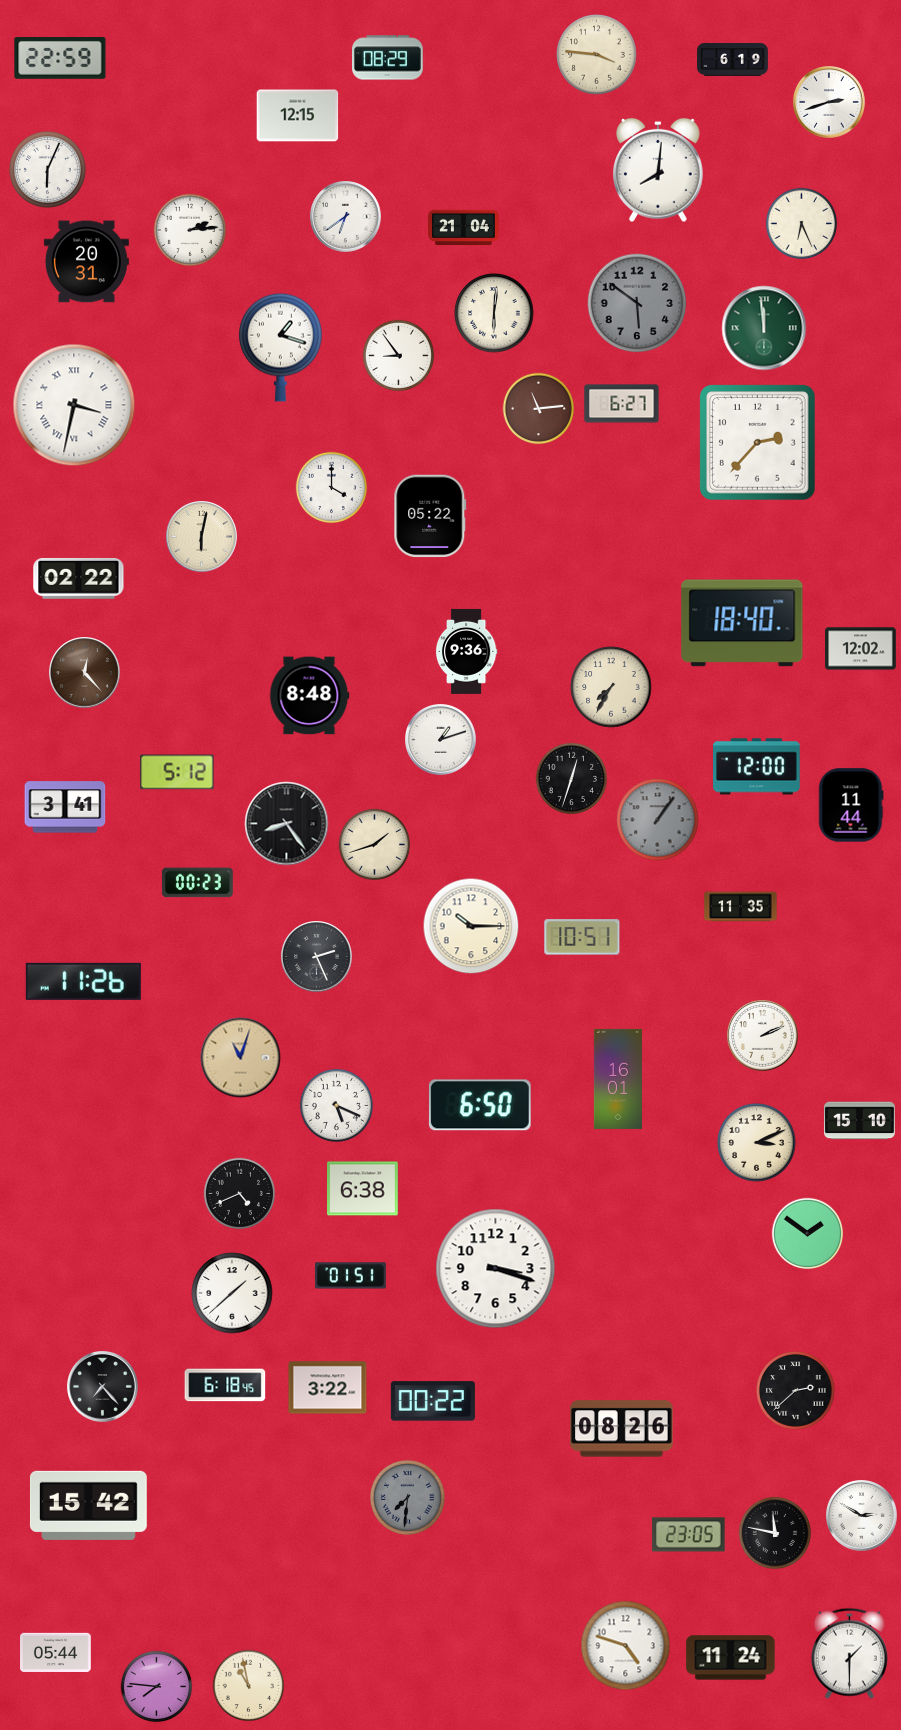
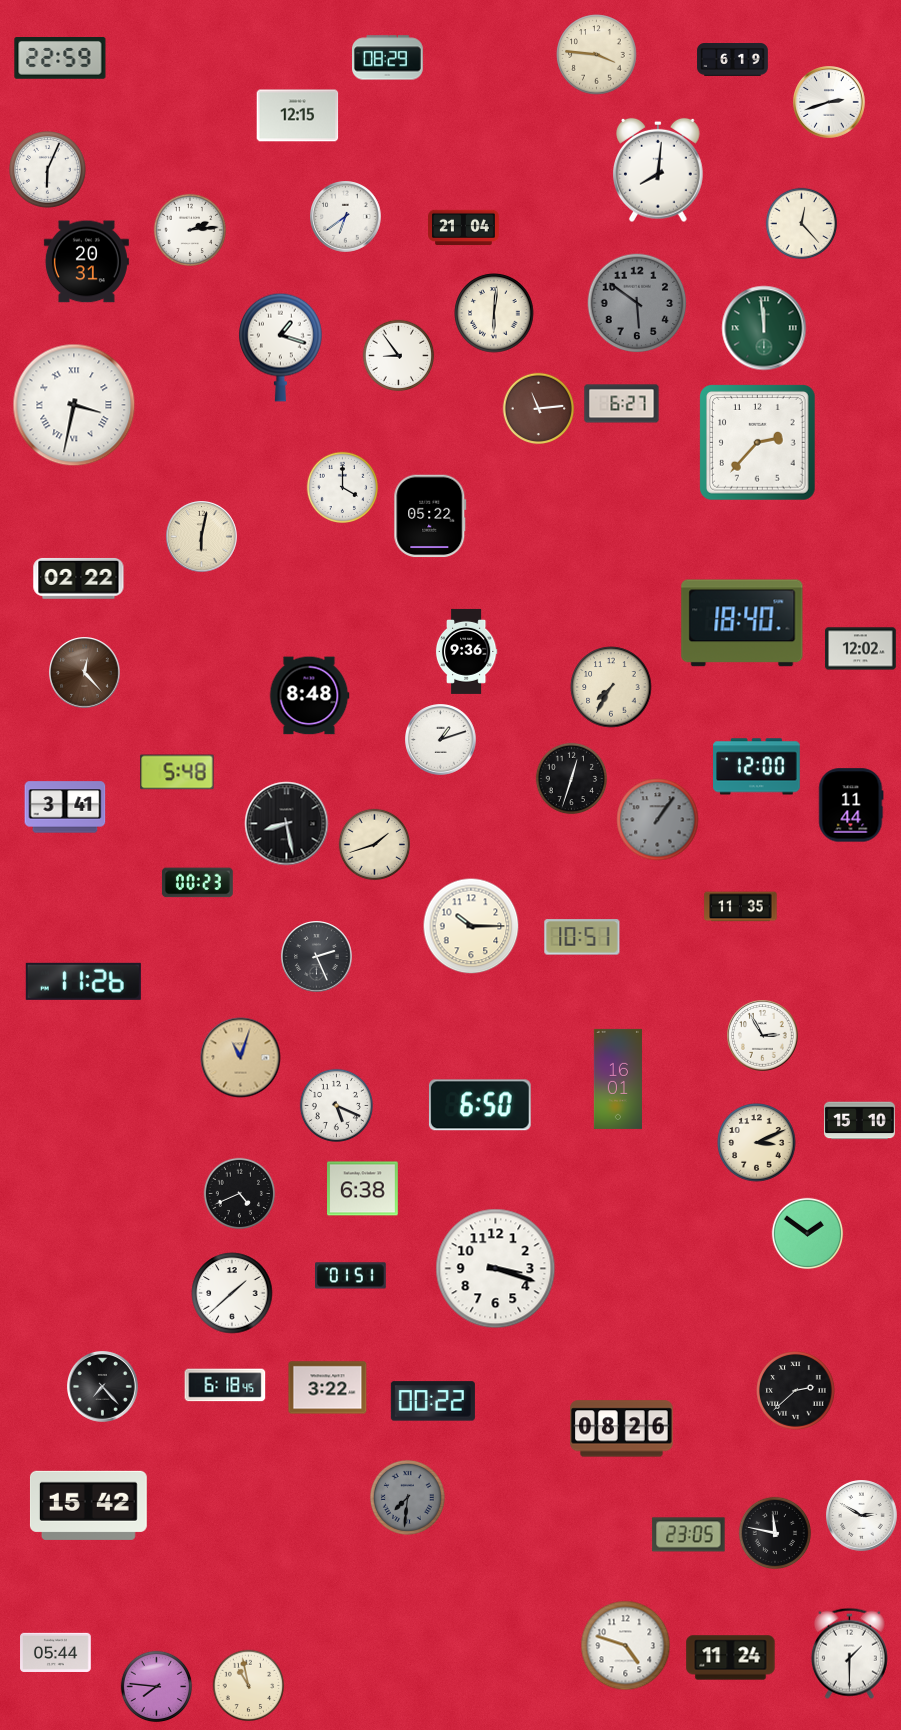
clock at (802, 224): 6:26 -> 12:23
clock at (332, 488) position: (332, 488) -> (343, 488)
clock at (177, 772): 5:12 -> 5:48
clock at (287, 824): 8:24 -> 8:28
clock at (763, 1036): 2:11 -> 2:55
